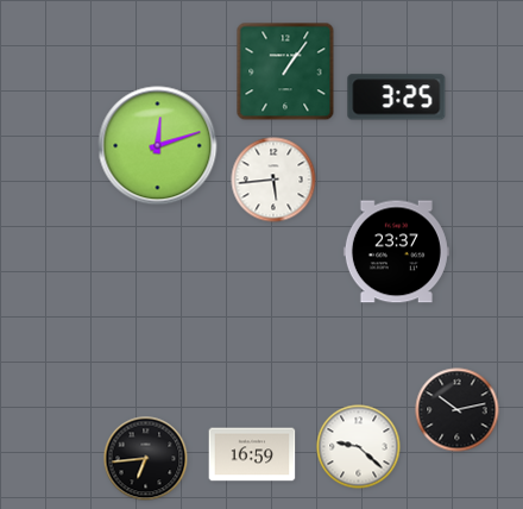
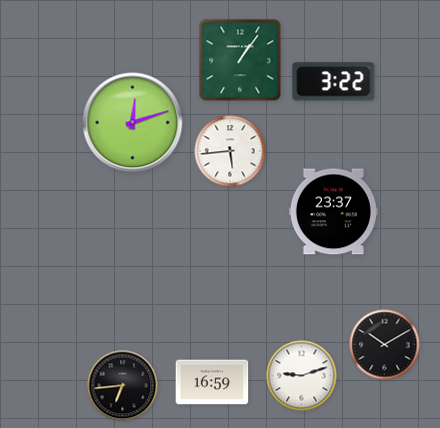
clock at (397, 98): 3:25 -> 3:22
clock at (458, 410): 10:13 -> 10:10
clock at (359, 447): 9:22 -> 9:12
